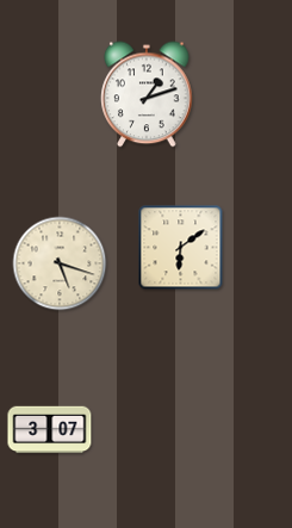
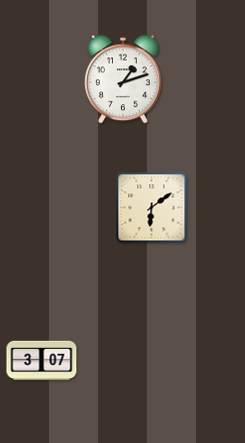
clock at (60, 263): 5:18 -> none
